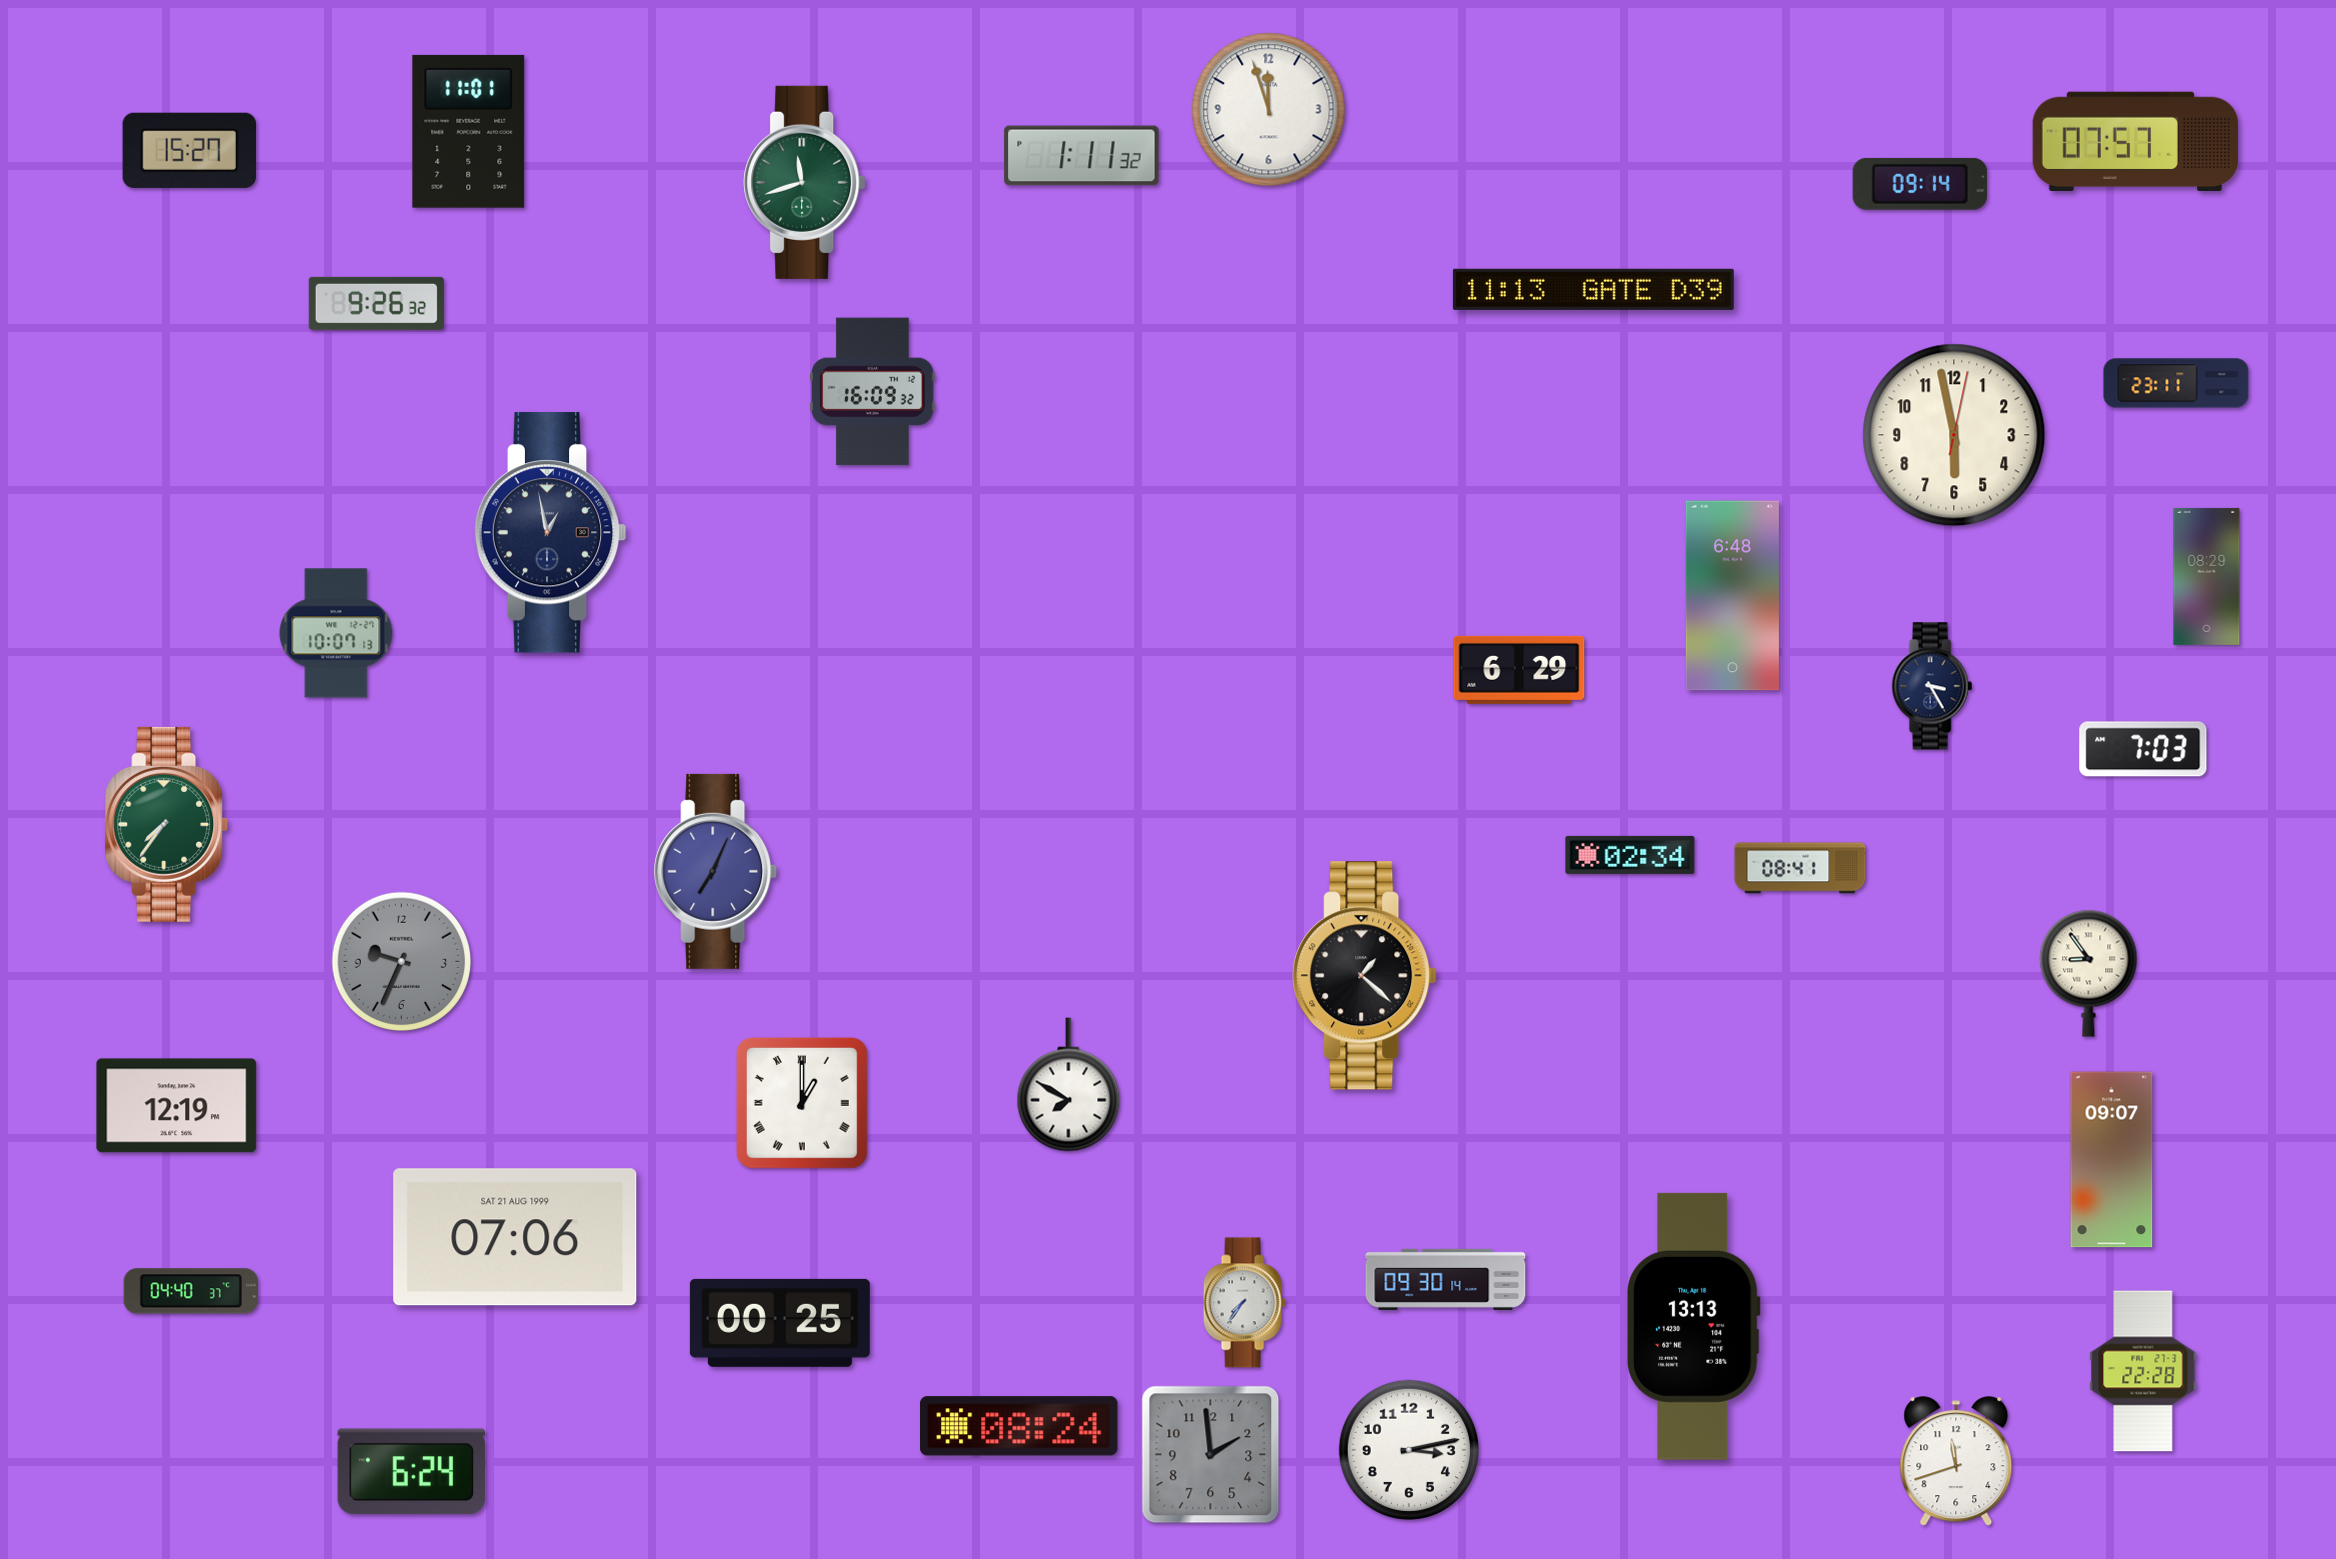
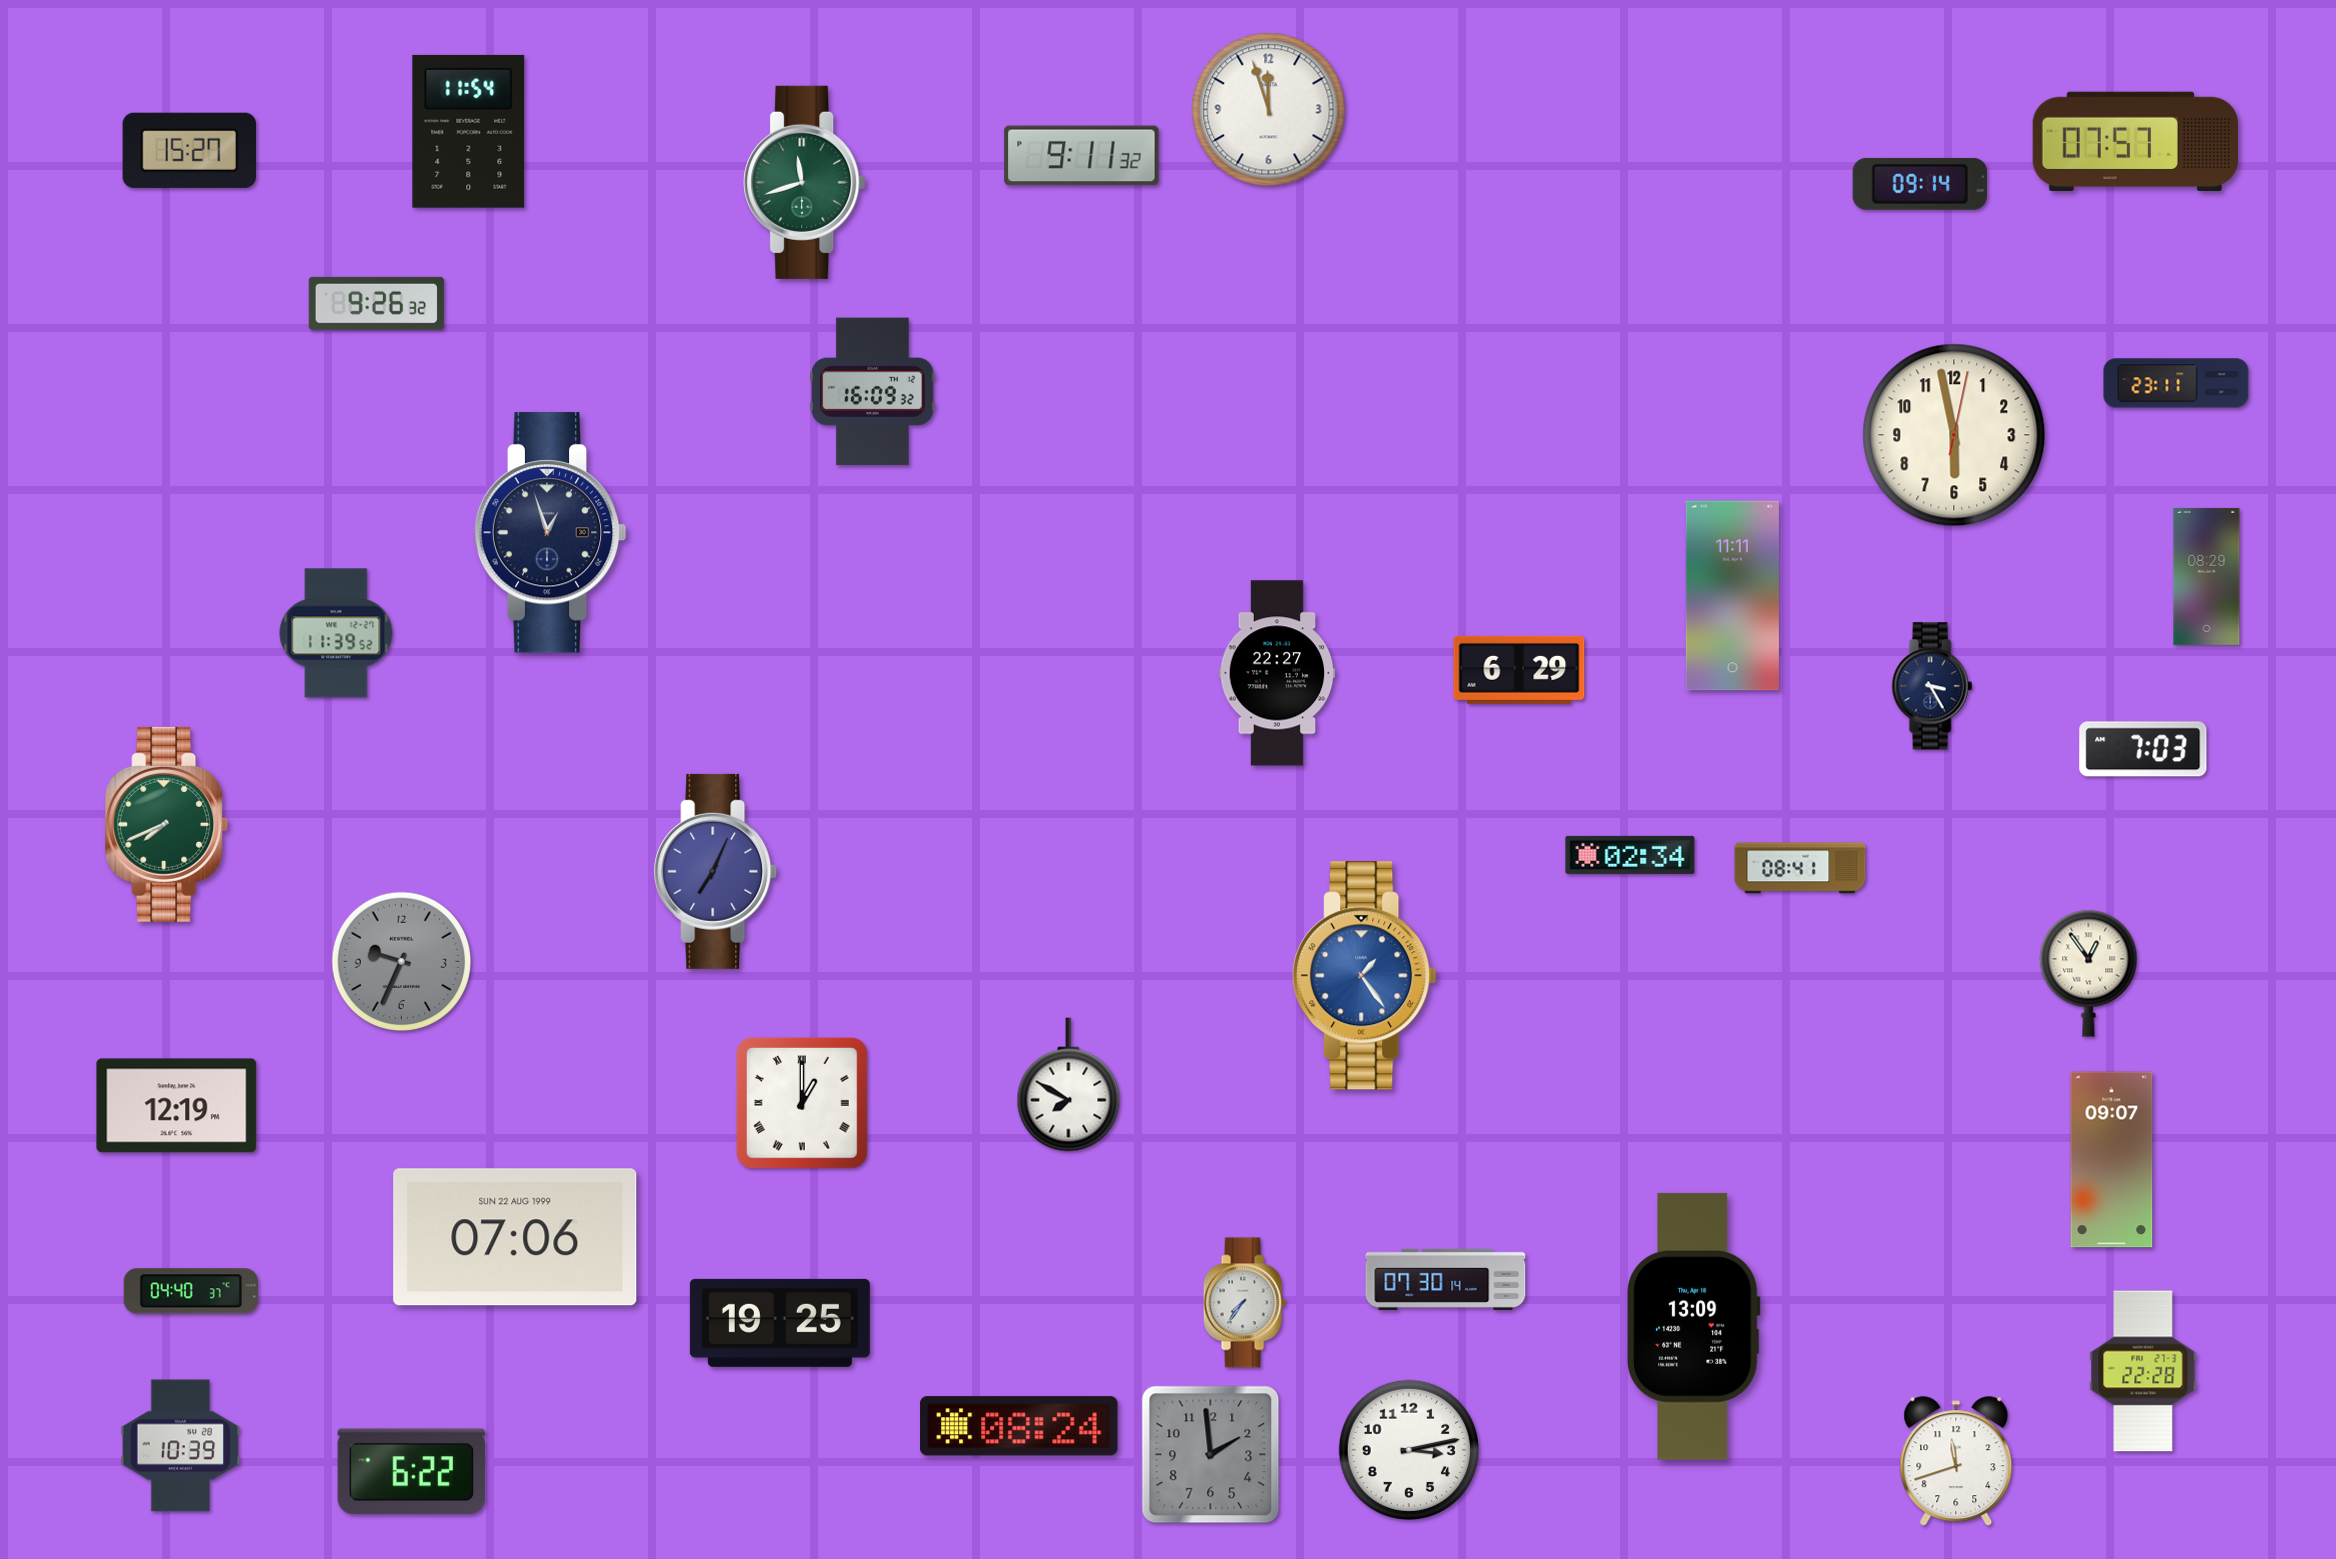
clock at (469, 131): 11:01 -> 11:54
clock at (1082, 156): 1:11 -> 9:11
clock at (1593, 289): 11:13 -> none
clock at (550, 533): 12:58 -> 12:57
clock at (1732, 596): 6:48 -> 11:11
clock at (336, 633): 10:07 -> 11:39
clock at (1277, 673): none -> 22:27
clock at (167, 824): 7:36 -> 7:41
clock at (2089, 973): 8:54 -> 12:54
clock at (1365, 976): 1:22 -> 1:24
clock at (1365, 976) dial: black -> blue
clock at (515, 1237) date: SAT 21 AUG 1999 -> SUN 22 AUG 1999
clock at (1446, 1279): 09:30 -> 07:30
clock at (780, 1323): 00:25 -> 19:25
clock at (1693, 1326): 13:13 -> 13:09
clock at (181, 1446): none -> 10:39
clock at (412, 1472): 6:24 -> 6:22
